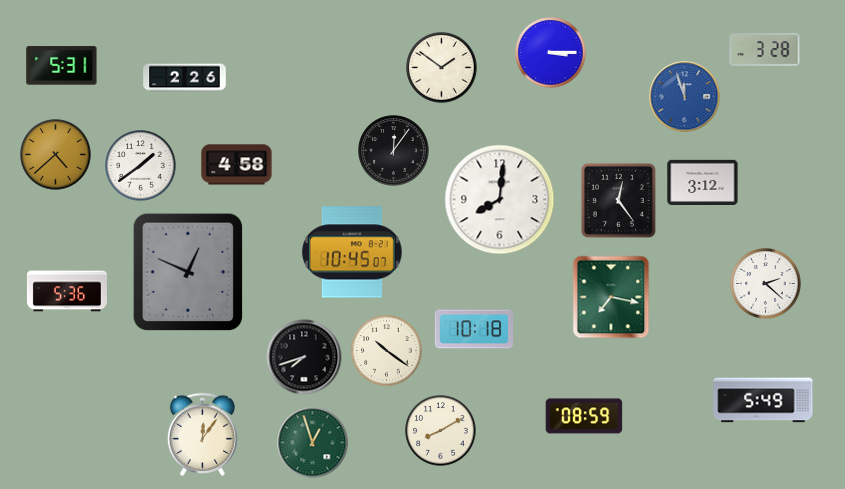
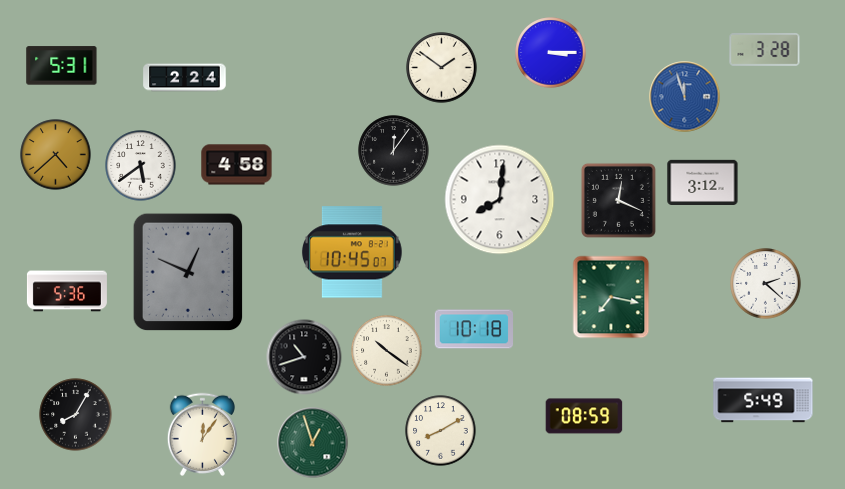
clock at (185, 78): 2:26 -> 2:24
clock at (141, 166): 1:39 -> 5:39
clock at (618, 200): 12:24 -> 12:19
clock at (304, 357): 7:42 -> 10:42
clock at (76, 415): none -> 8:05
